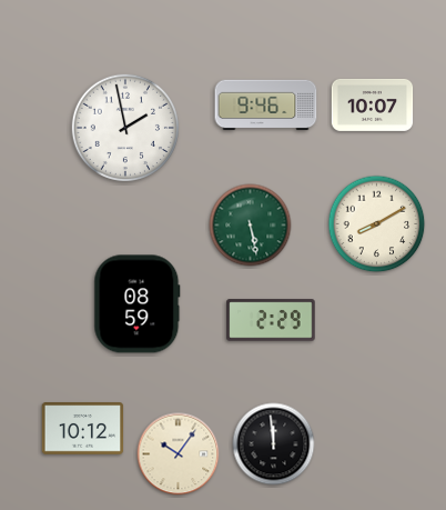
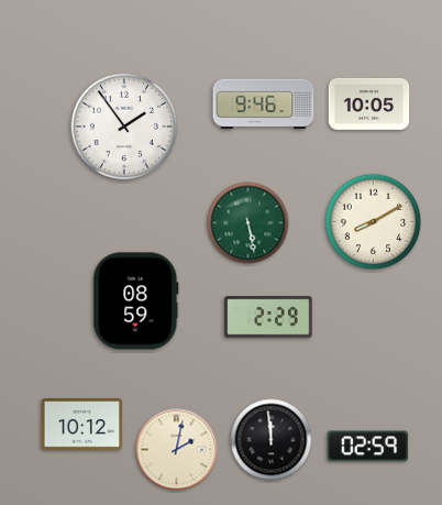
clock at (373, 104): 10:07 -> 10:05
clock at (124, 127): 1:58 -> 1:54
clock at (368, 447): none -> 02:59
clock at (179, 454): 10:06 -> 2:02
